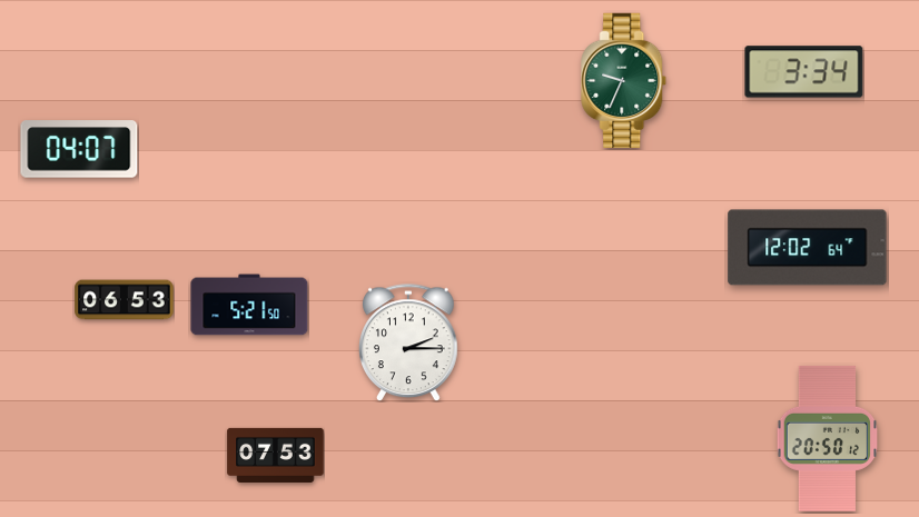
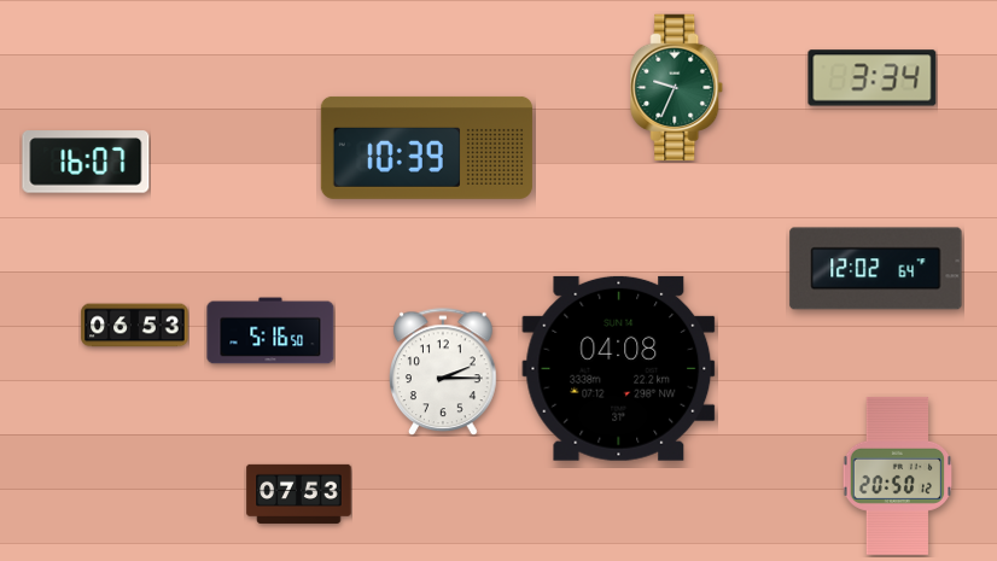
clock at (426, 147): none -> 10:39
clock at (79, 149): 04:07 -> 16:07
clock at (249, 305): 5:21 -> 5:16
clock at (619, 368): none -> 04:08
